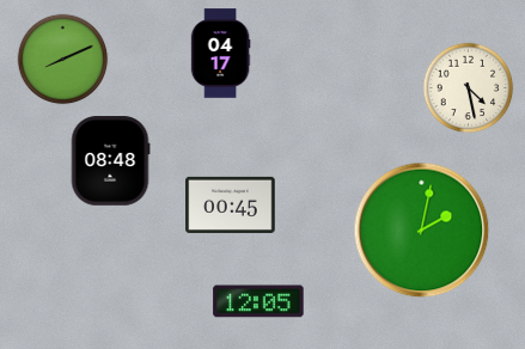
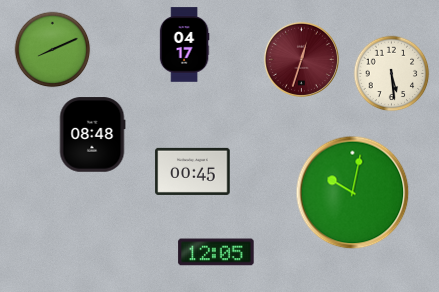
clock at (301, 59): none -> 12:33
clock at (469, 88): 4:28 -> 5:29
clock at (422, 231): 2:02 -> 10:02
